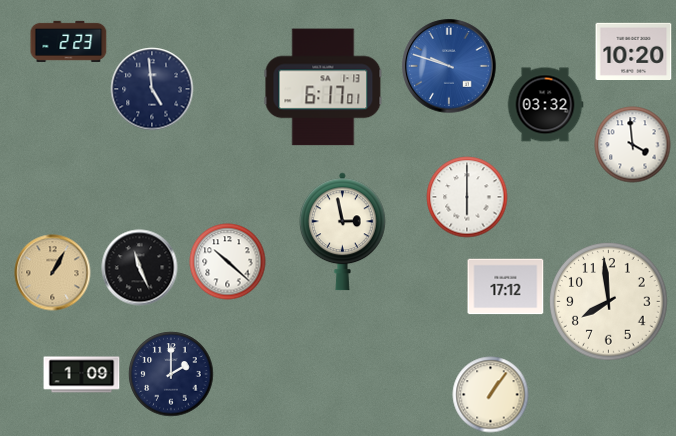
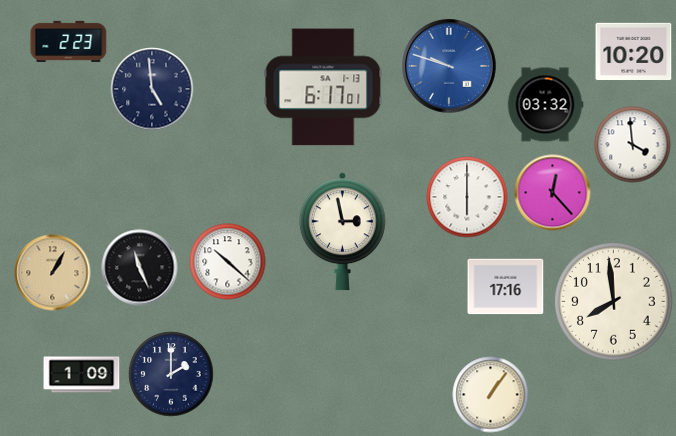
clock at (553, 193): none -> 12:23
clock at (506, 287): 17:12 -> 17:16
clock at (609, 302) position: (609, 302) -> (614, 302)
